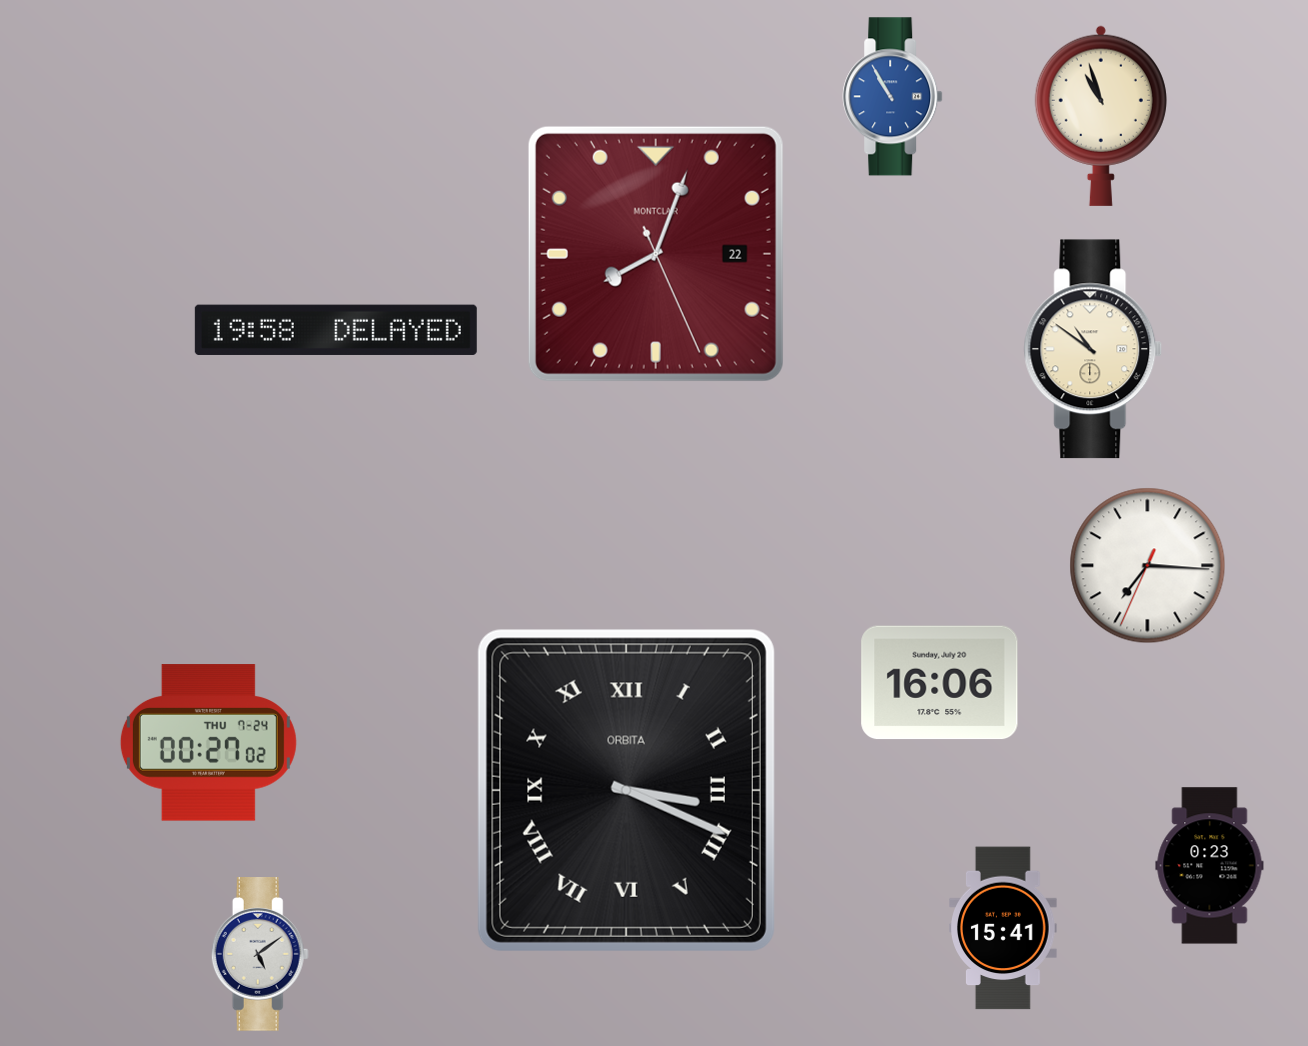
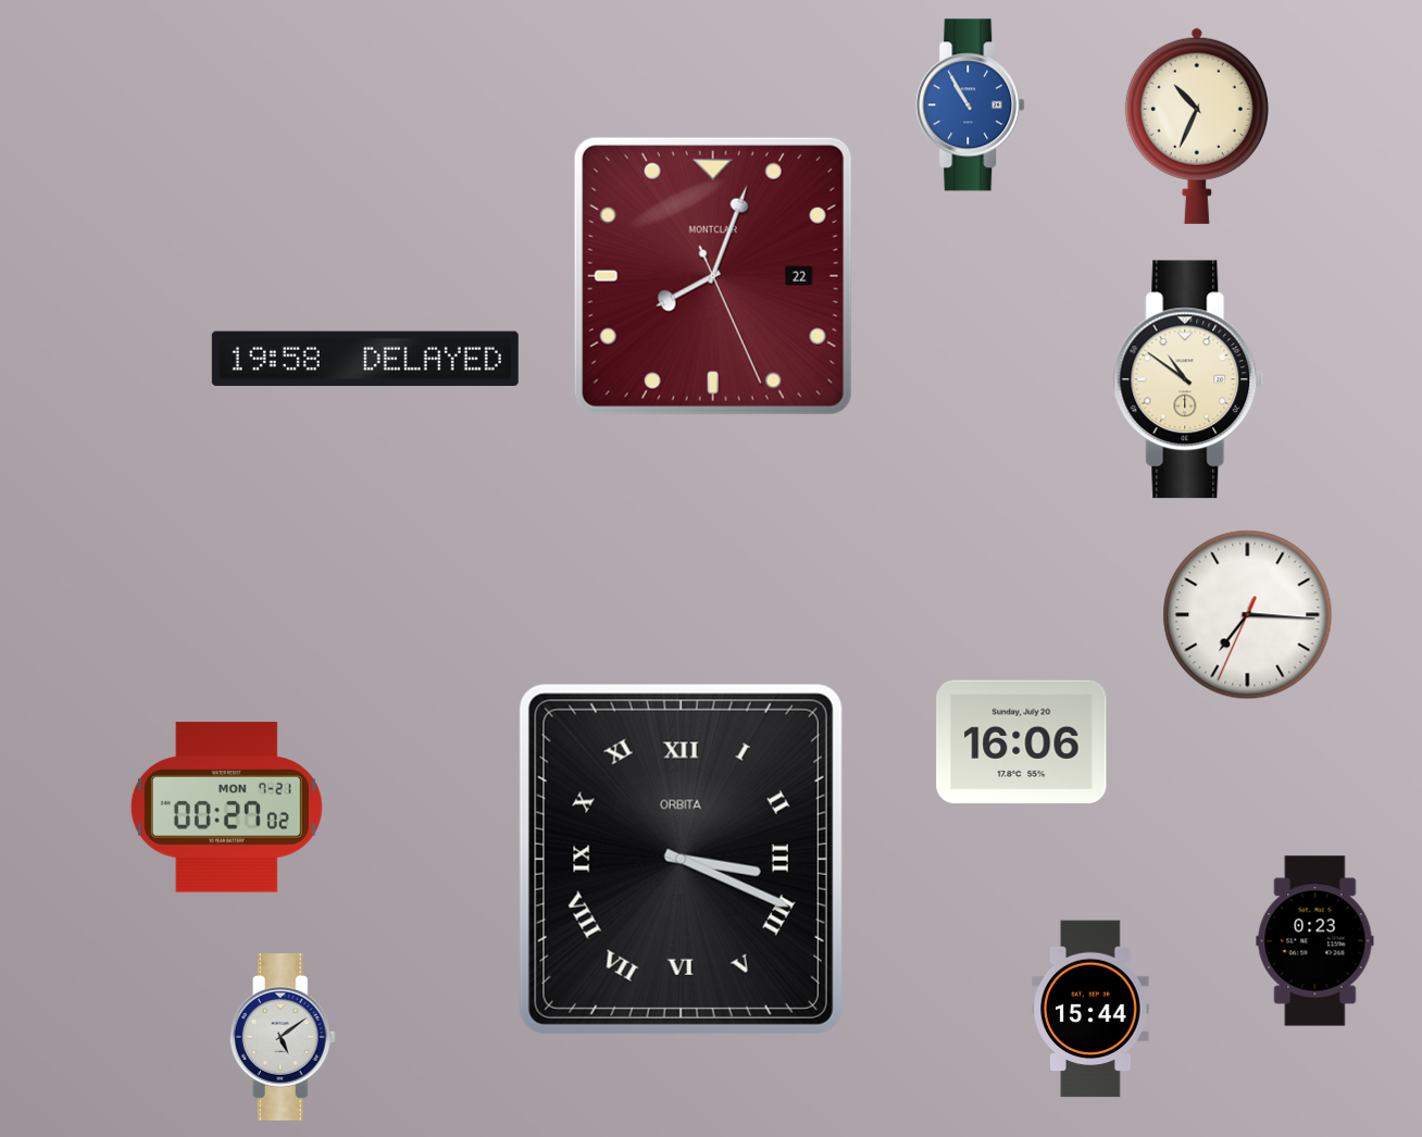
clock at (1101, 116): 10:57 -> 10:34
clock at (208, 743) date: THU 7-24 -> MON 7-21
clock at (1004, 928): 15:41 -> 15:44
